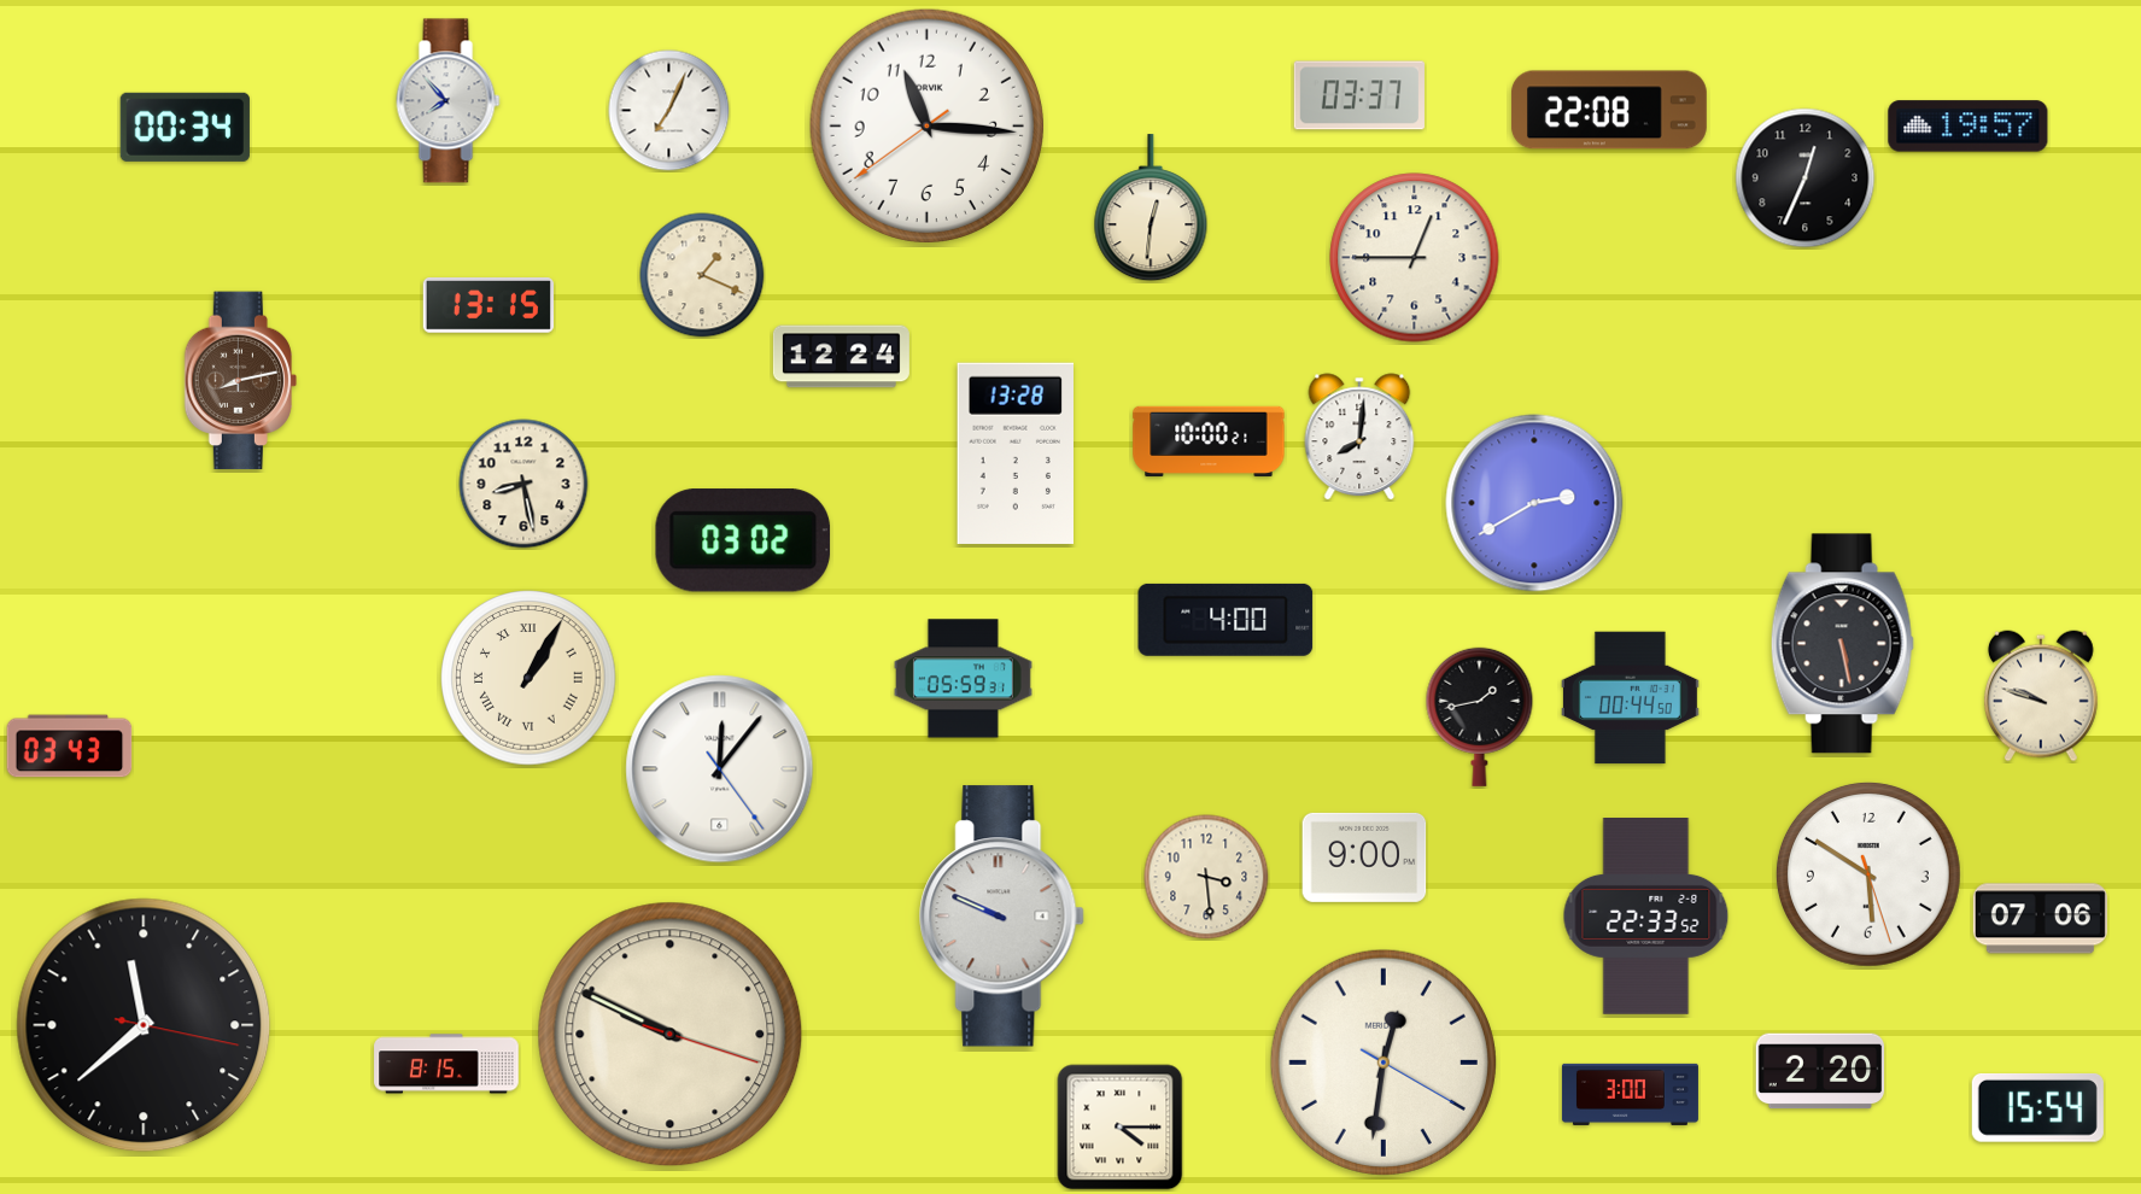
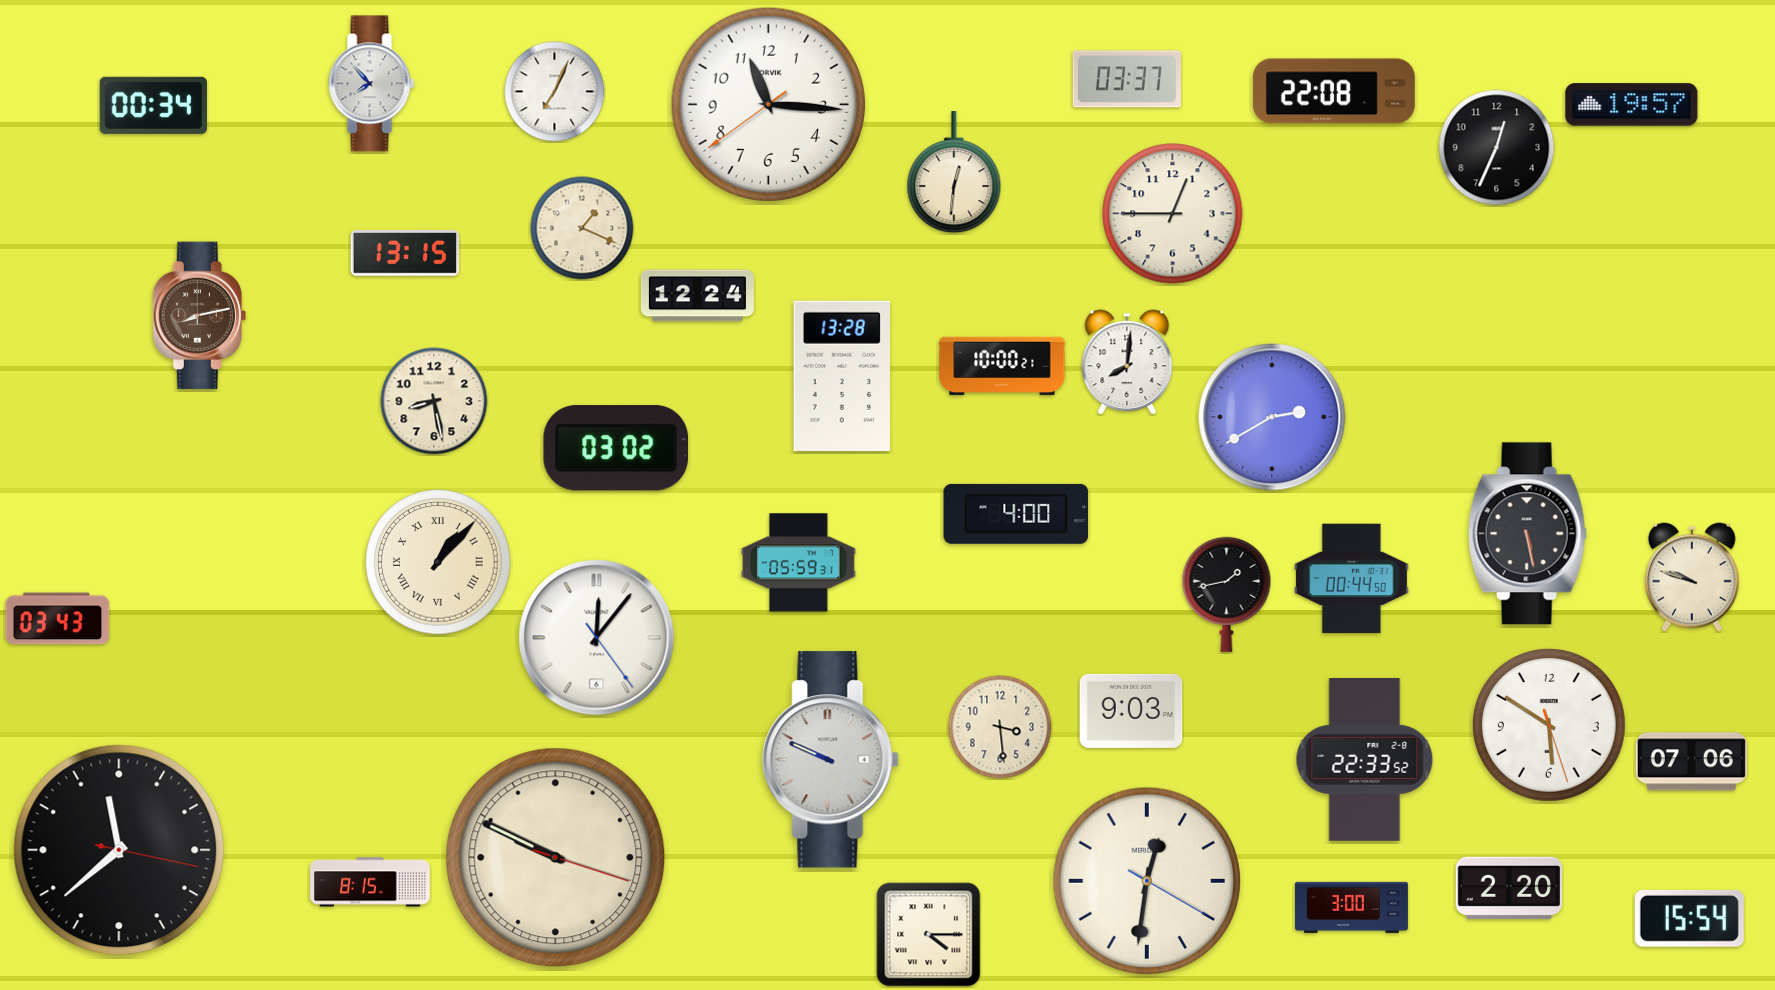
clock at (528, 678): 1:05 -> 1:07
clock at (1364, 858): 9:00 -> 9:03
